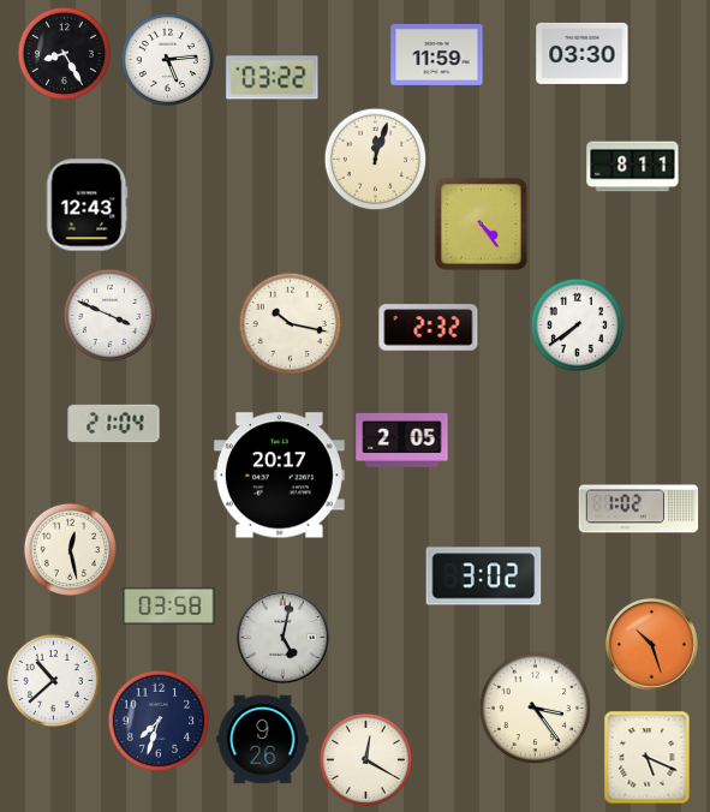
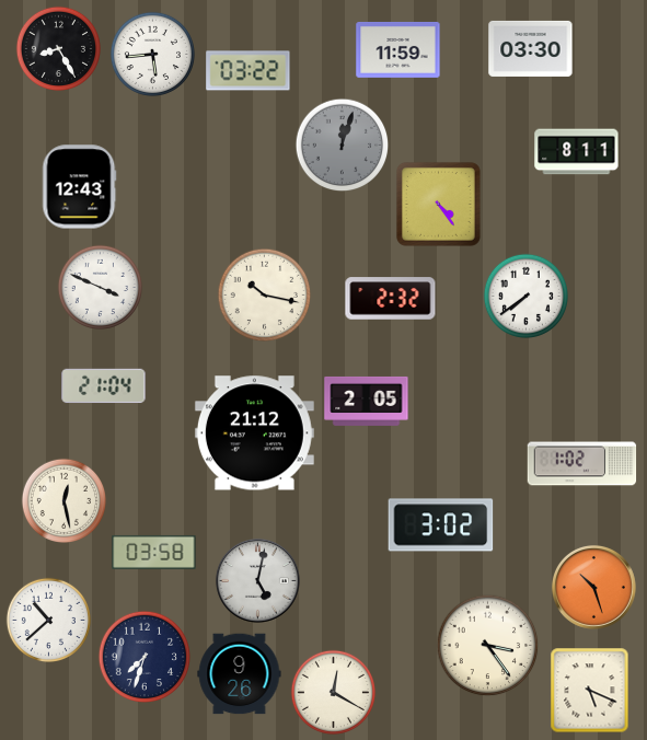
clock at (167, 59): 5:14 -> 5:44
clock at (375, 159) dial: cream -> grey
clock at (279, 476): 20:17 -> 21:12
